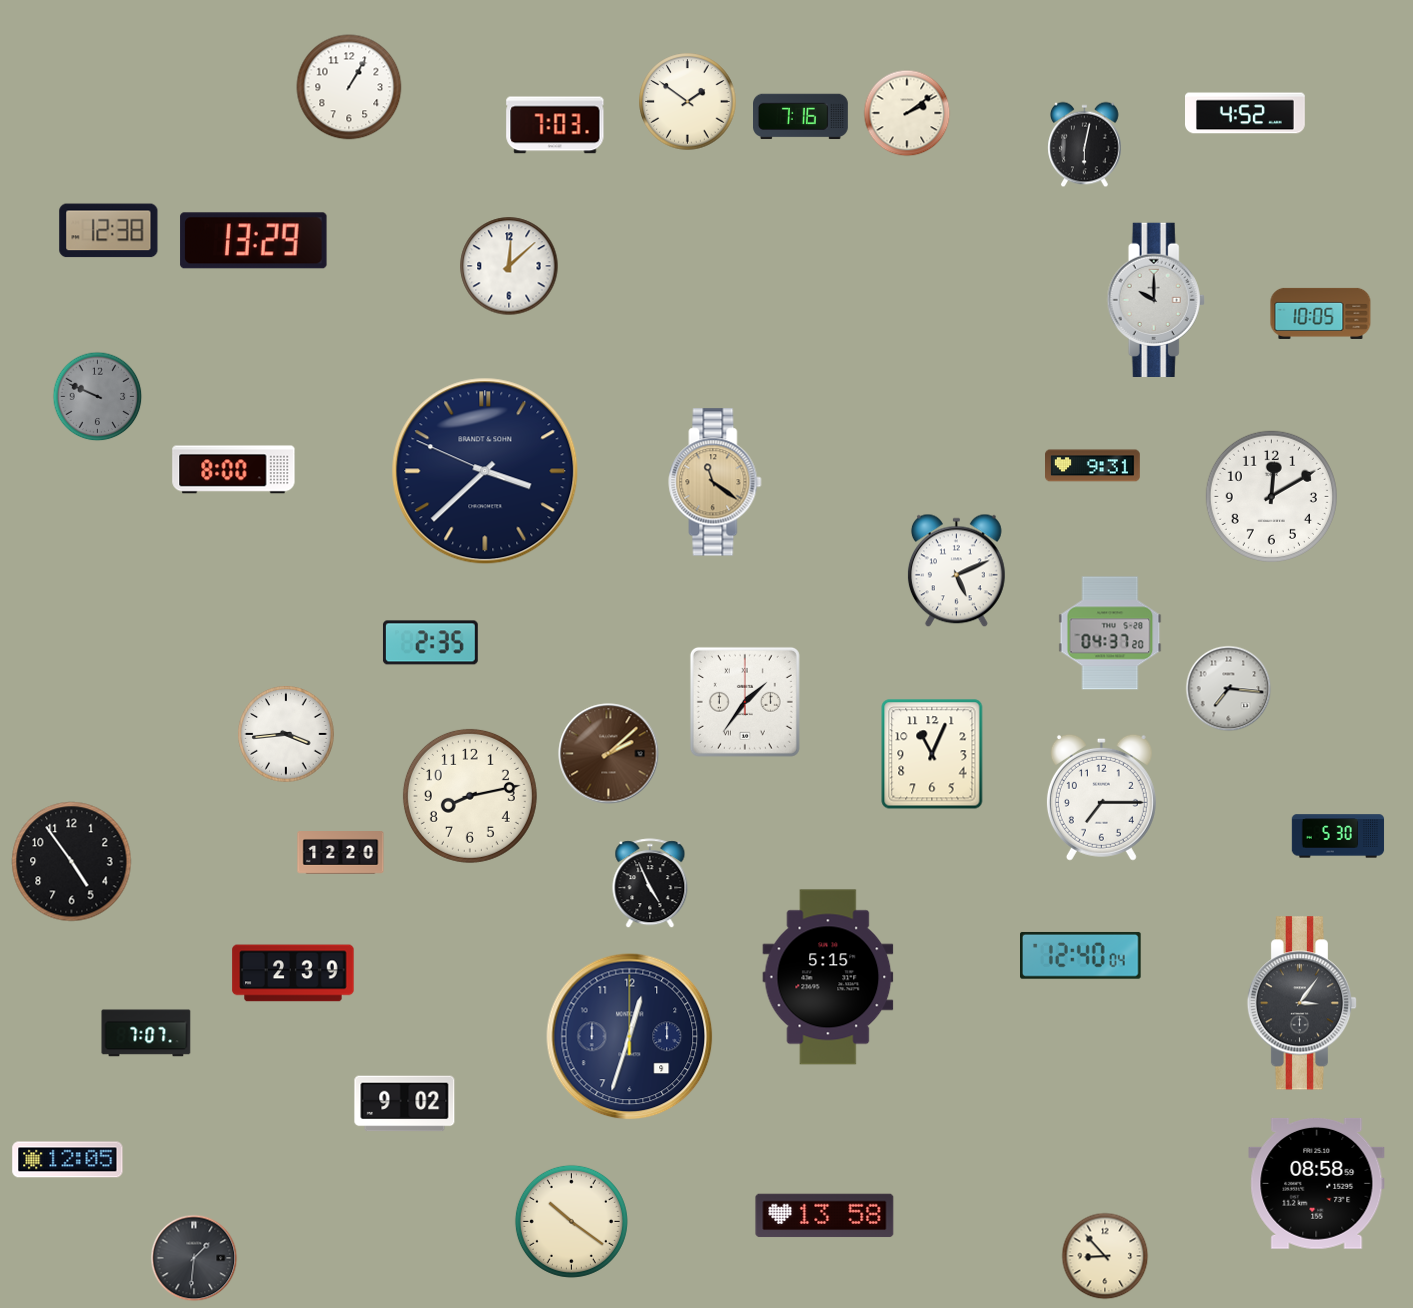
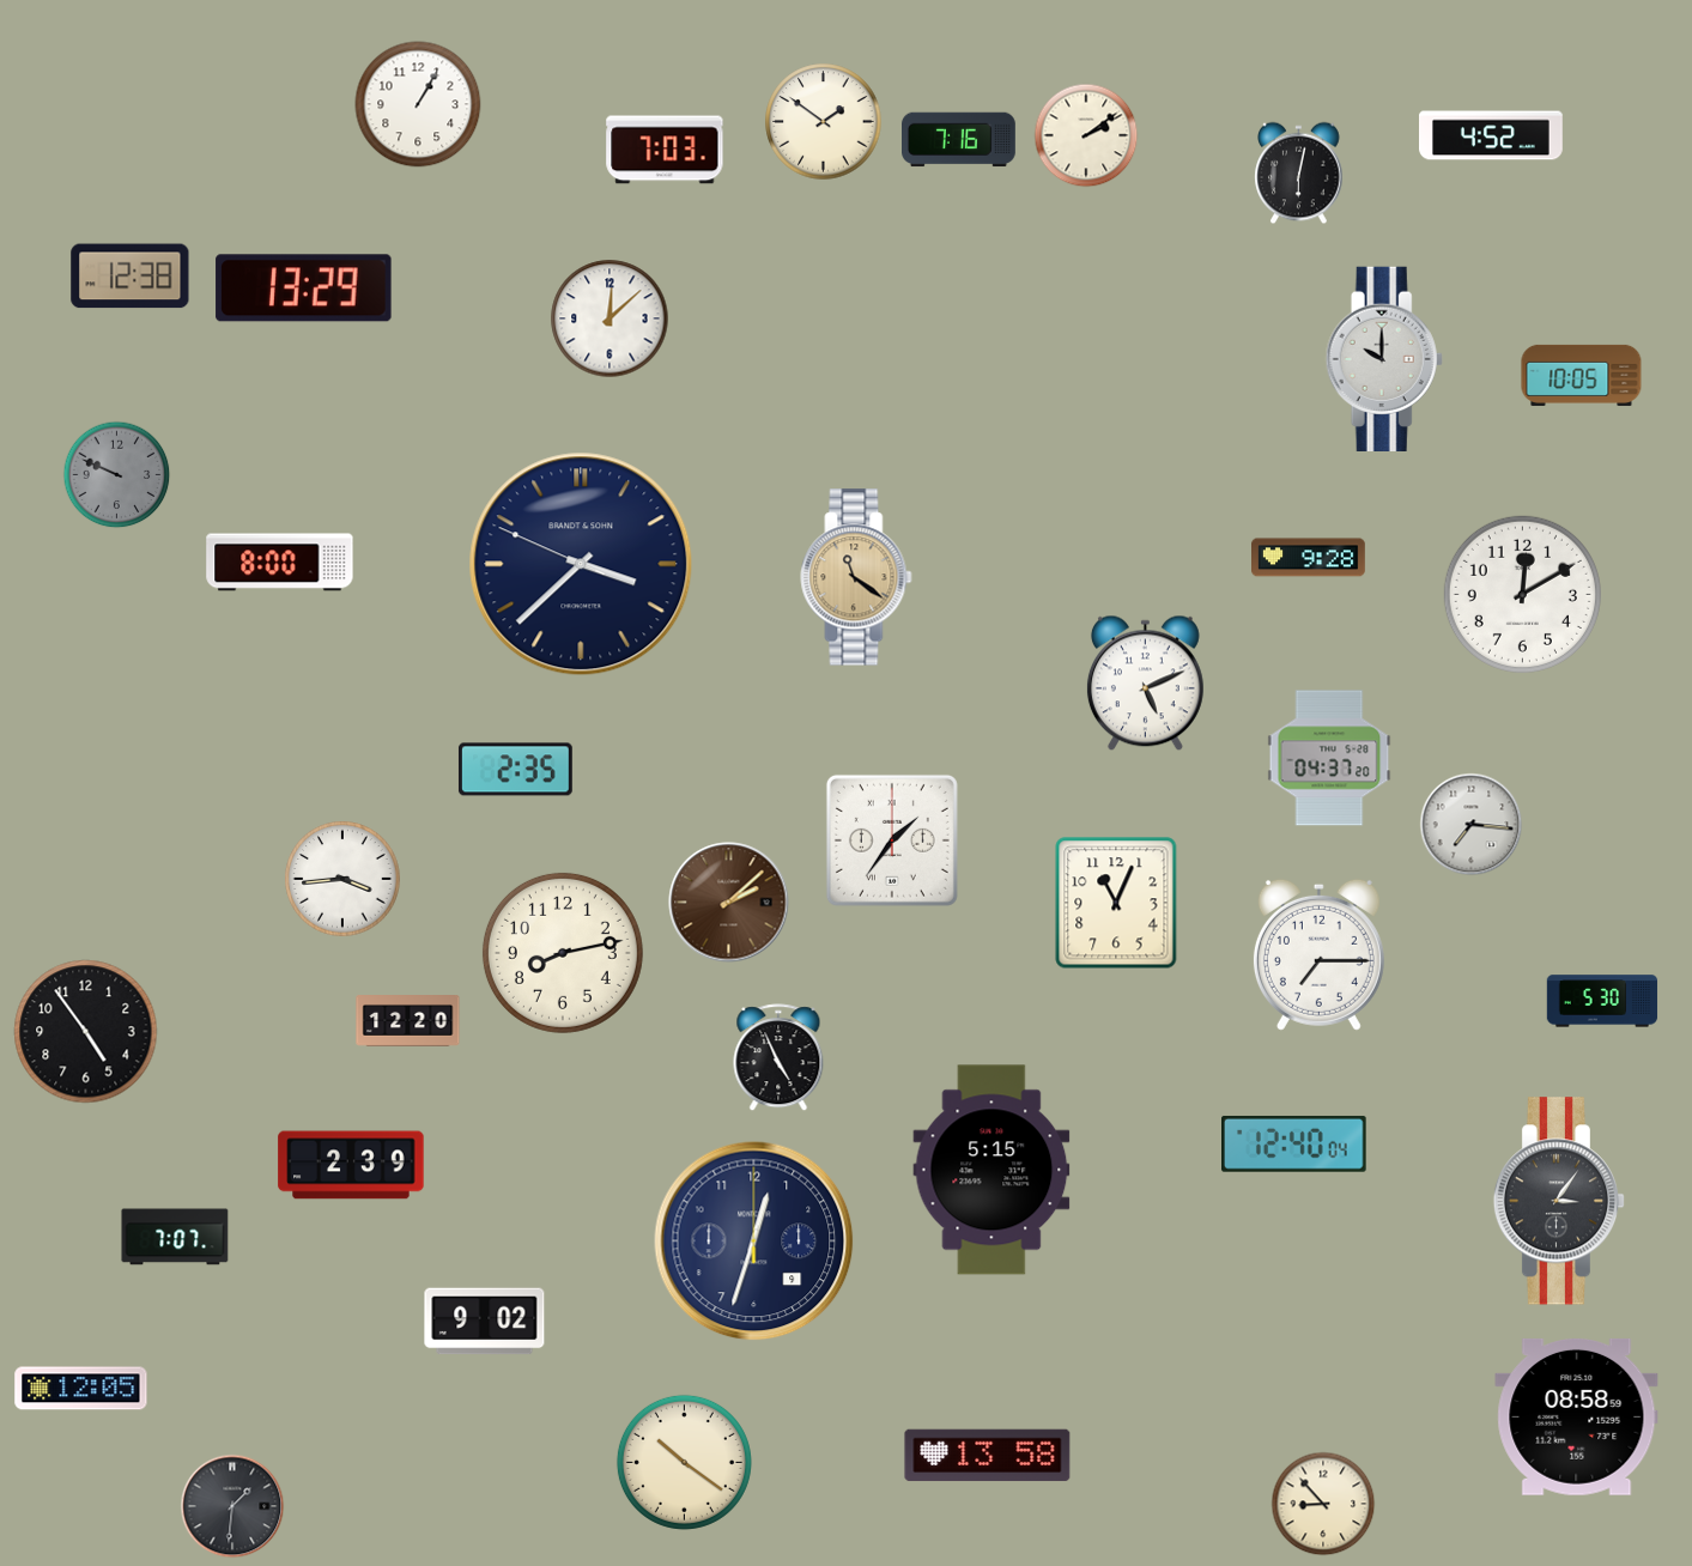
clock at (1093, 466): 9:31 -> 9:28
